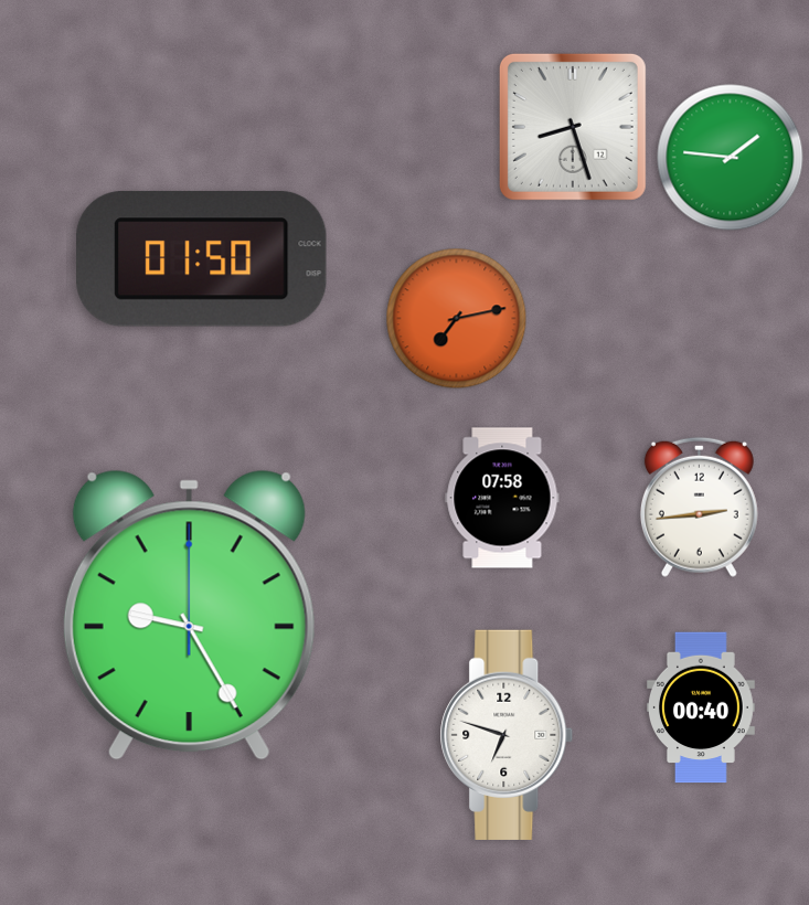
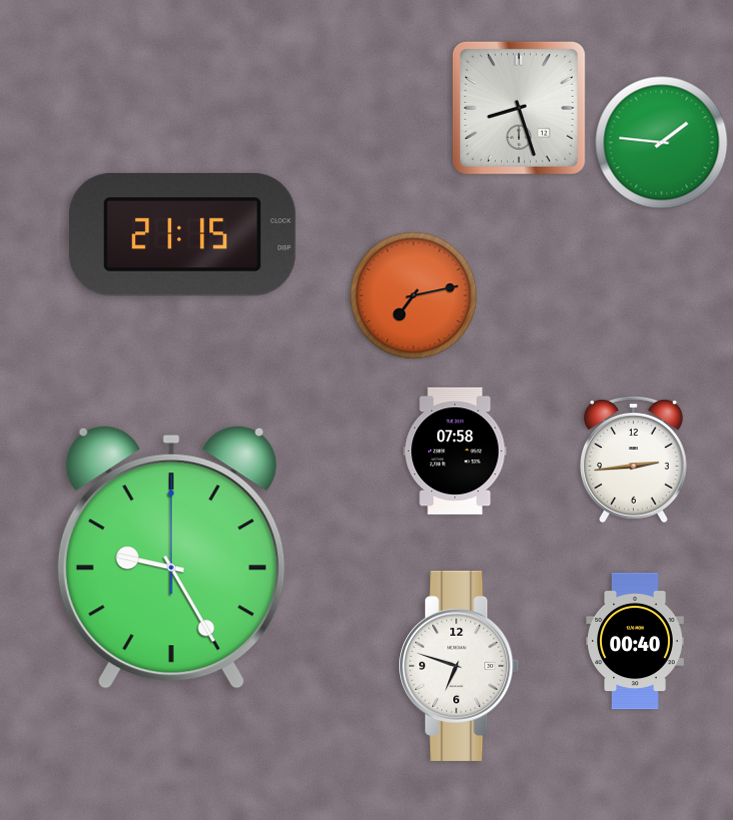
clock at (573, 127) position: (573, 127) -> (519, 108)
clock at (202, 258): 01:50 -> 21:15
clock at (457, 319) position: (457, 319) -> (414, 296)
